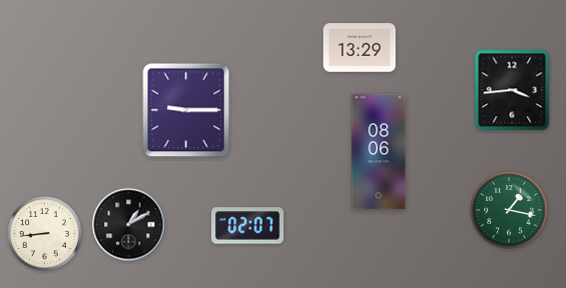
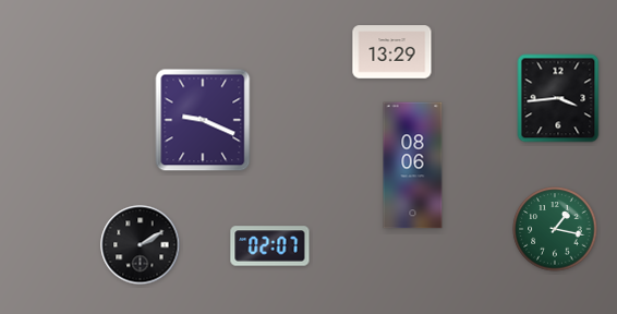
clock at (186, 110): 9:15 -> 9:19
clock at (129, 225): 1:10 -> 2:10
clock at (45, 234): 8:44 -> none
